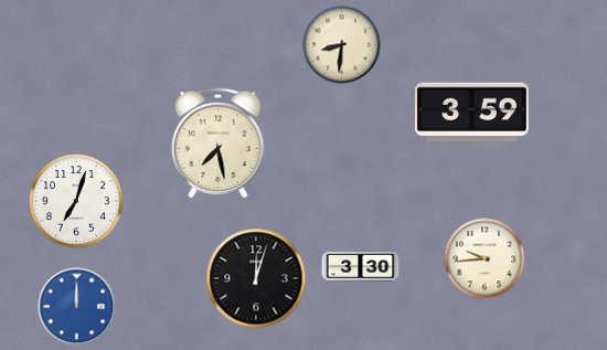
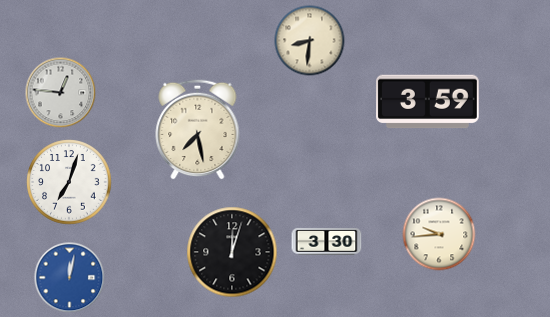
clock at (61, 93): none -> 12:46
clock at (77, 307): 12:00 -> 12:02
